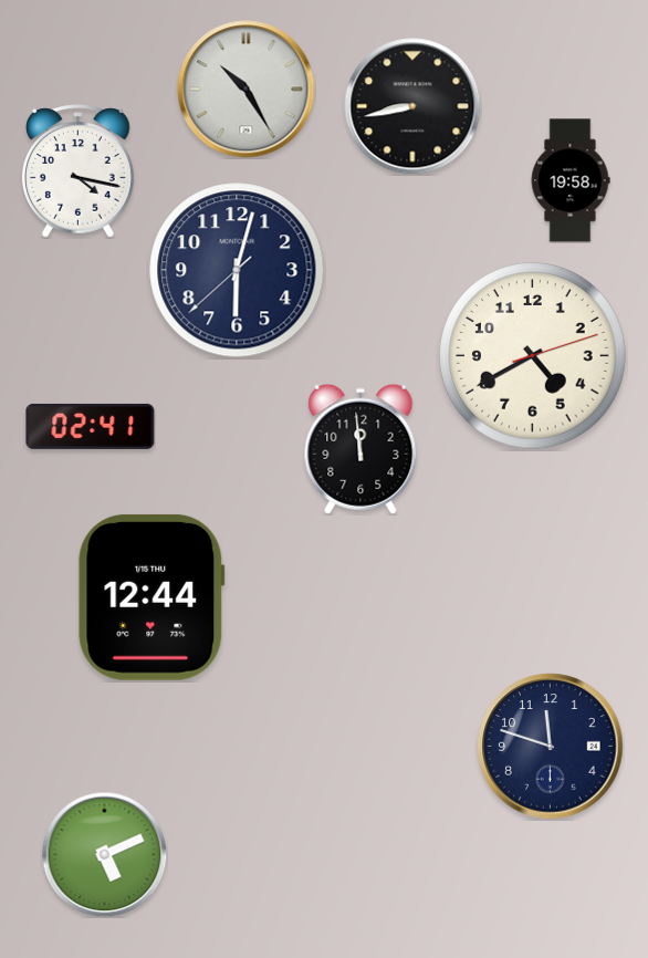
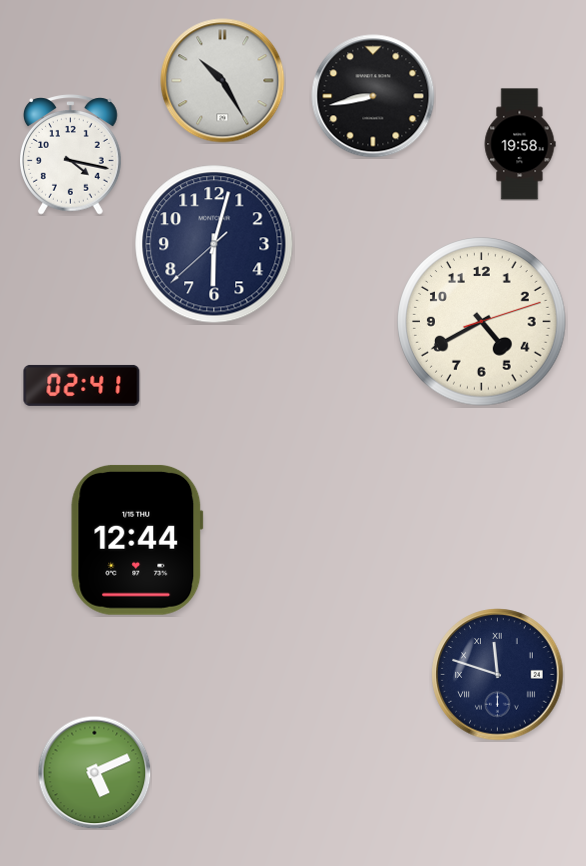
clock at (571, 180) position: (571, 180) -> (520, 144)
clock at (360, 449): 11:59 -> none
clock at (551, 747) numerals: Arabic -> Roman
